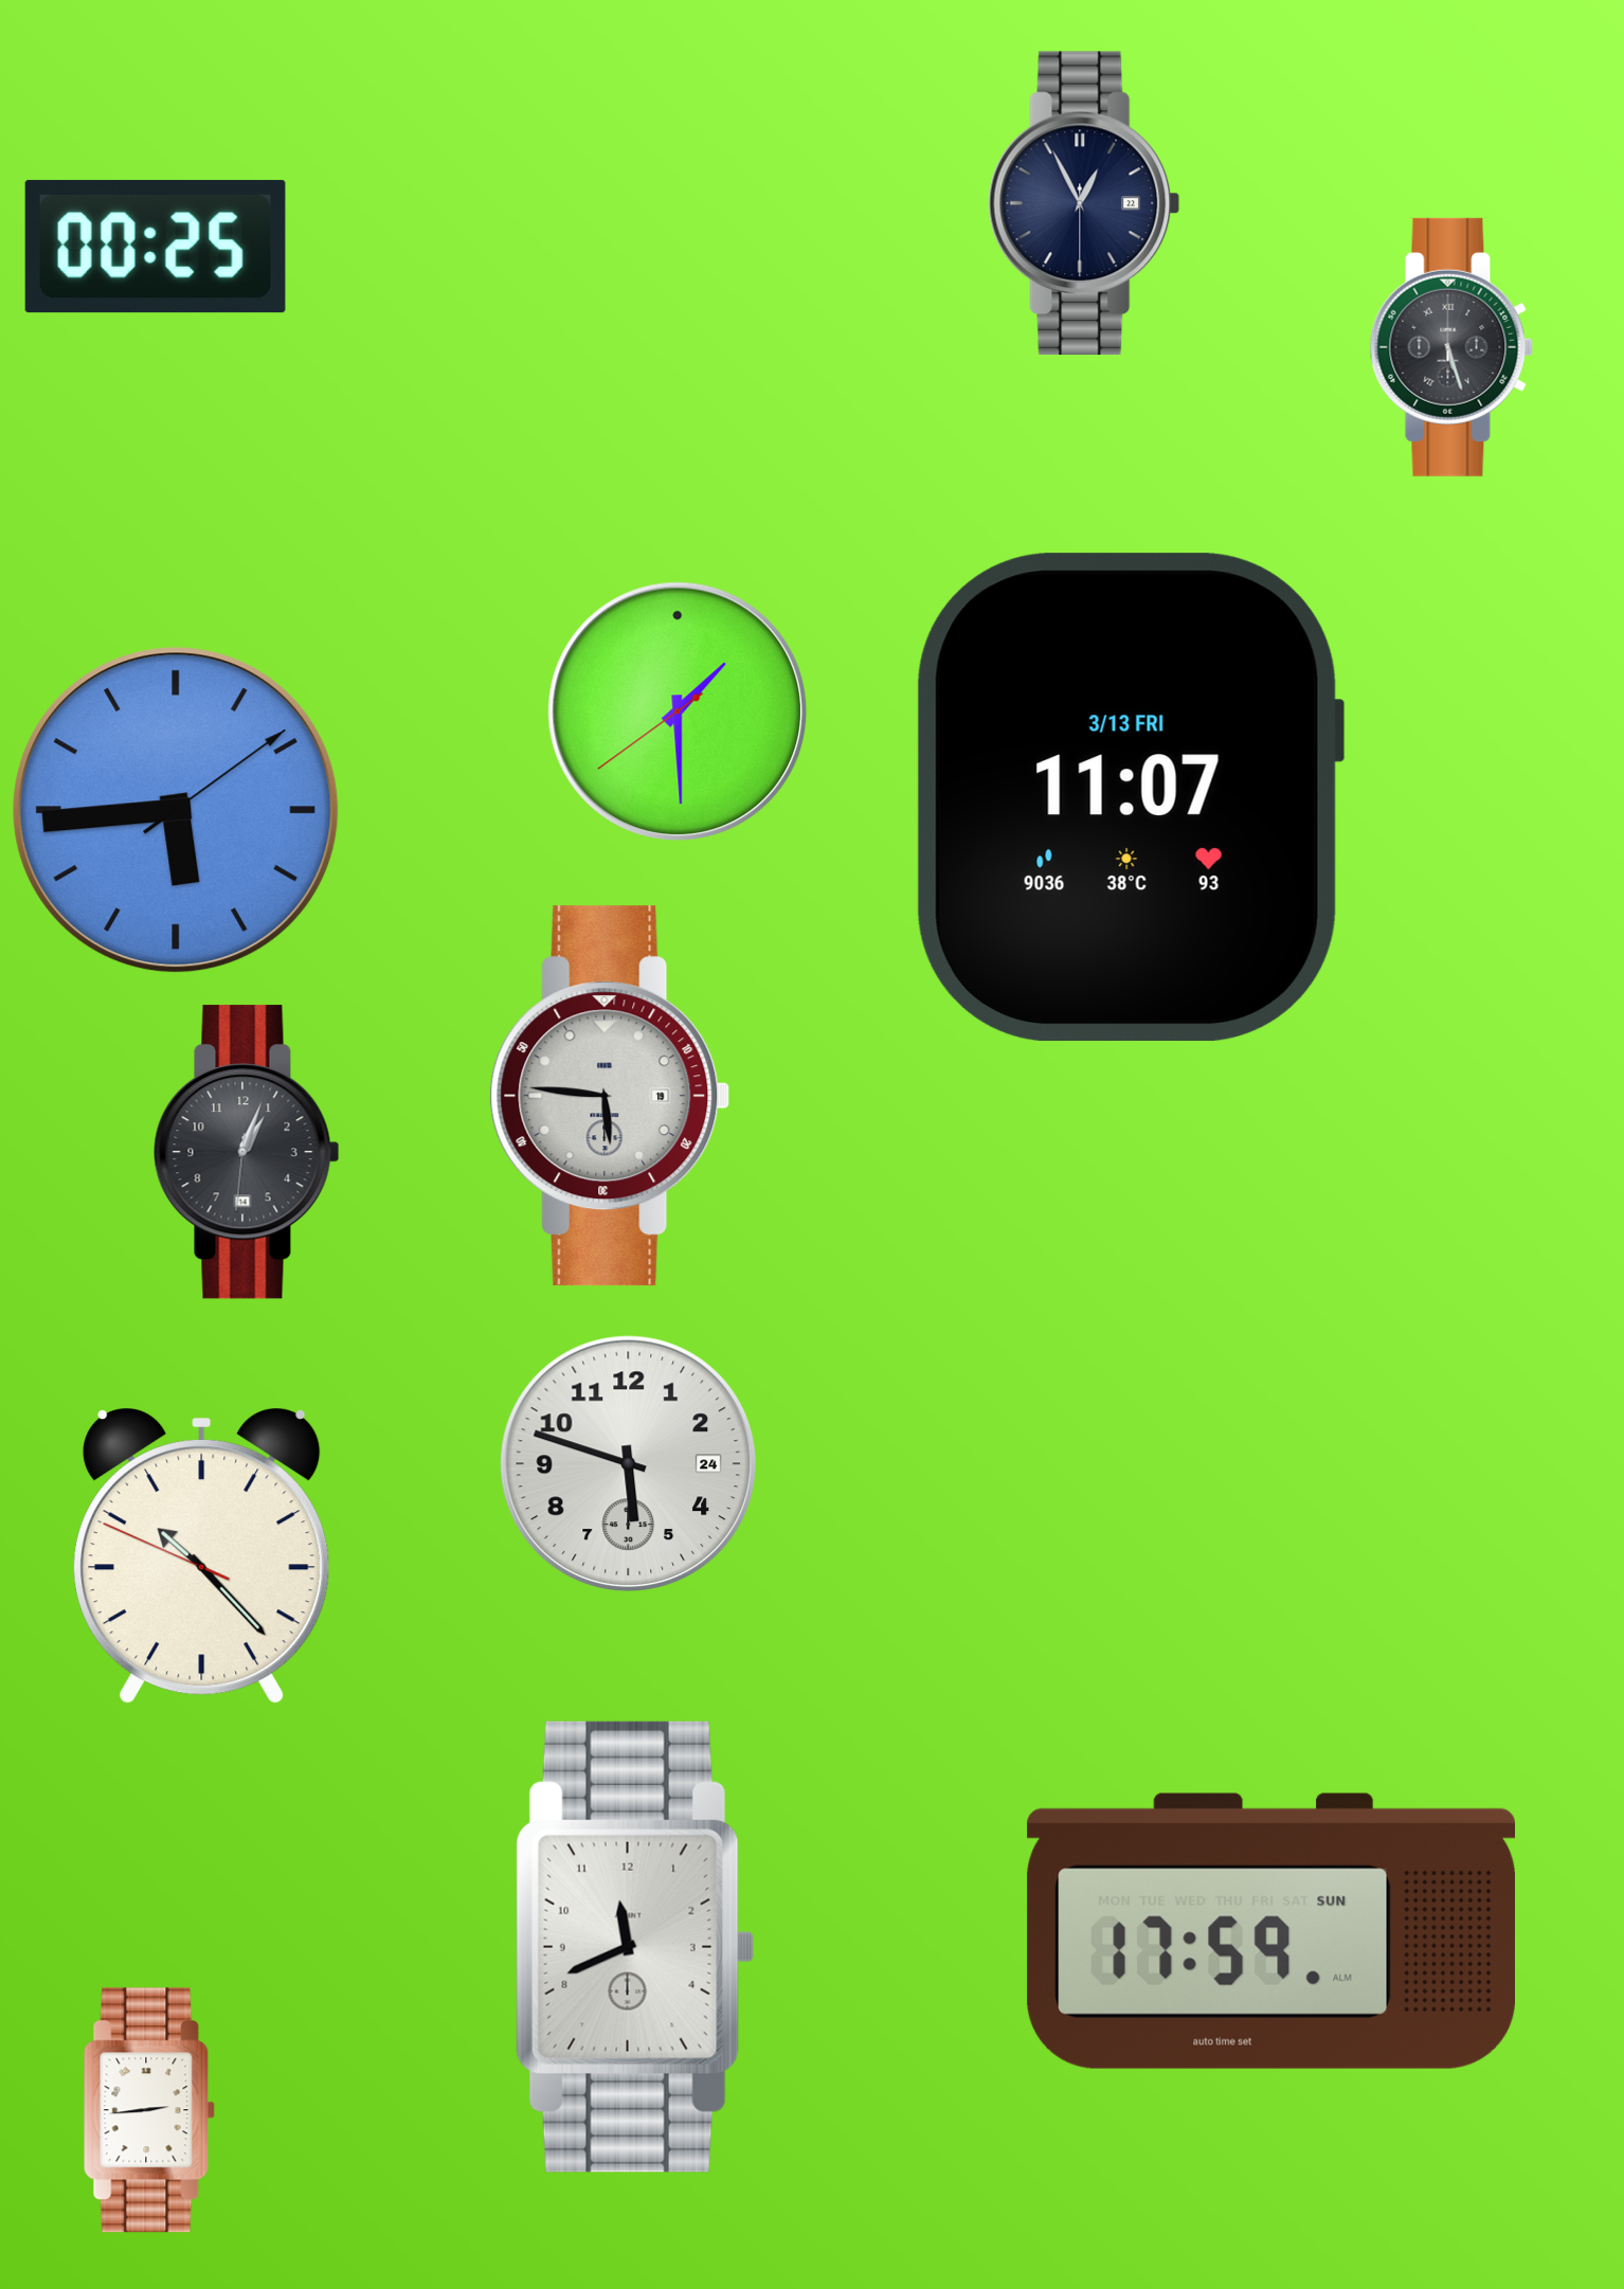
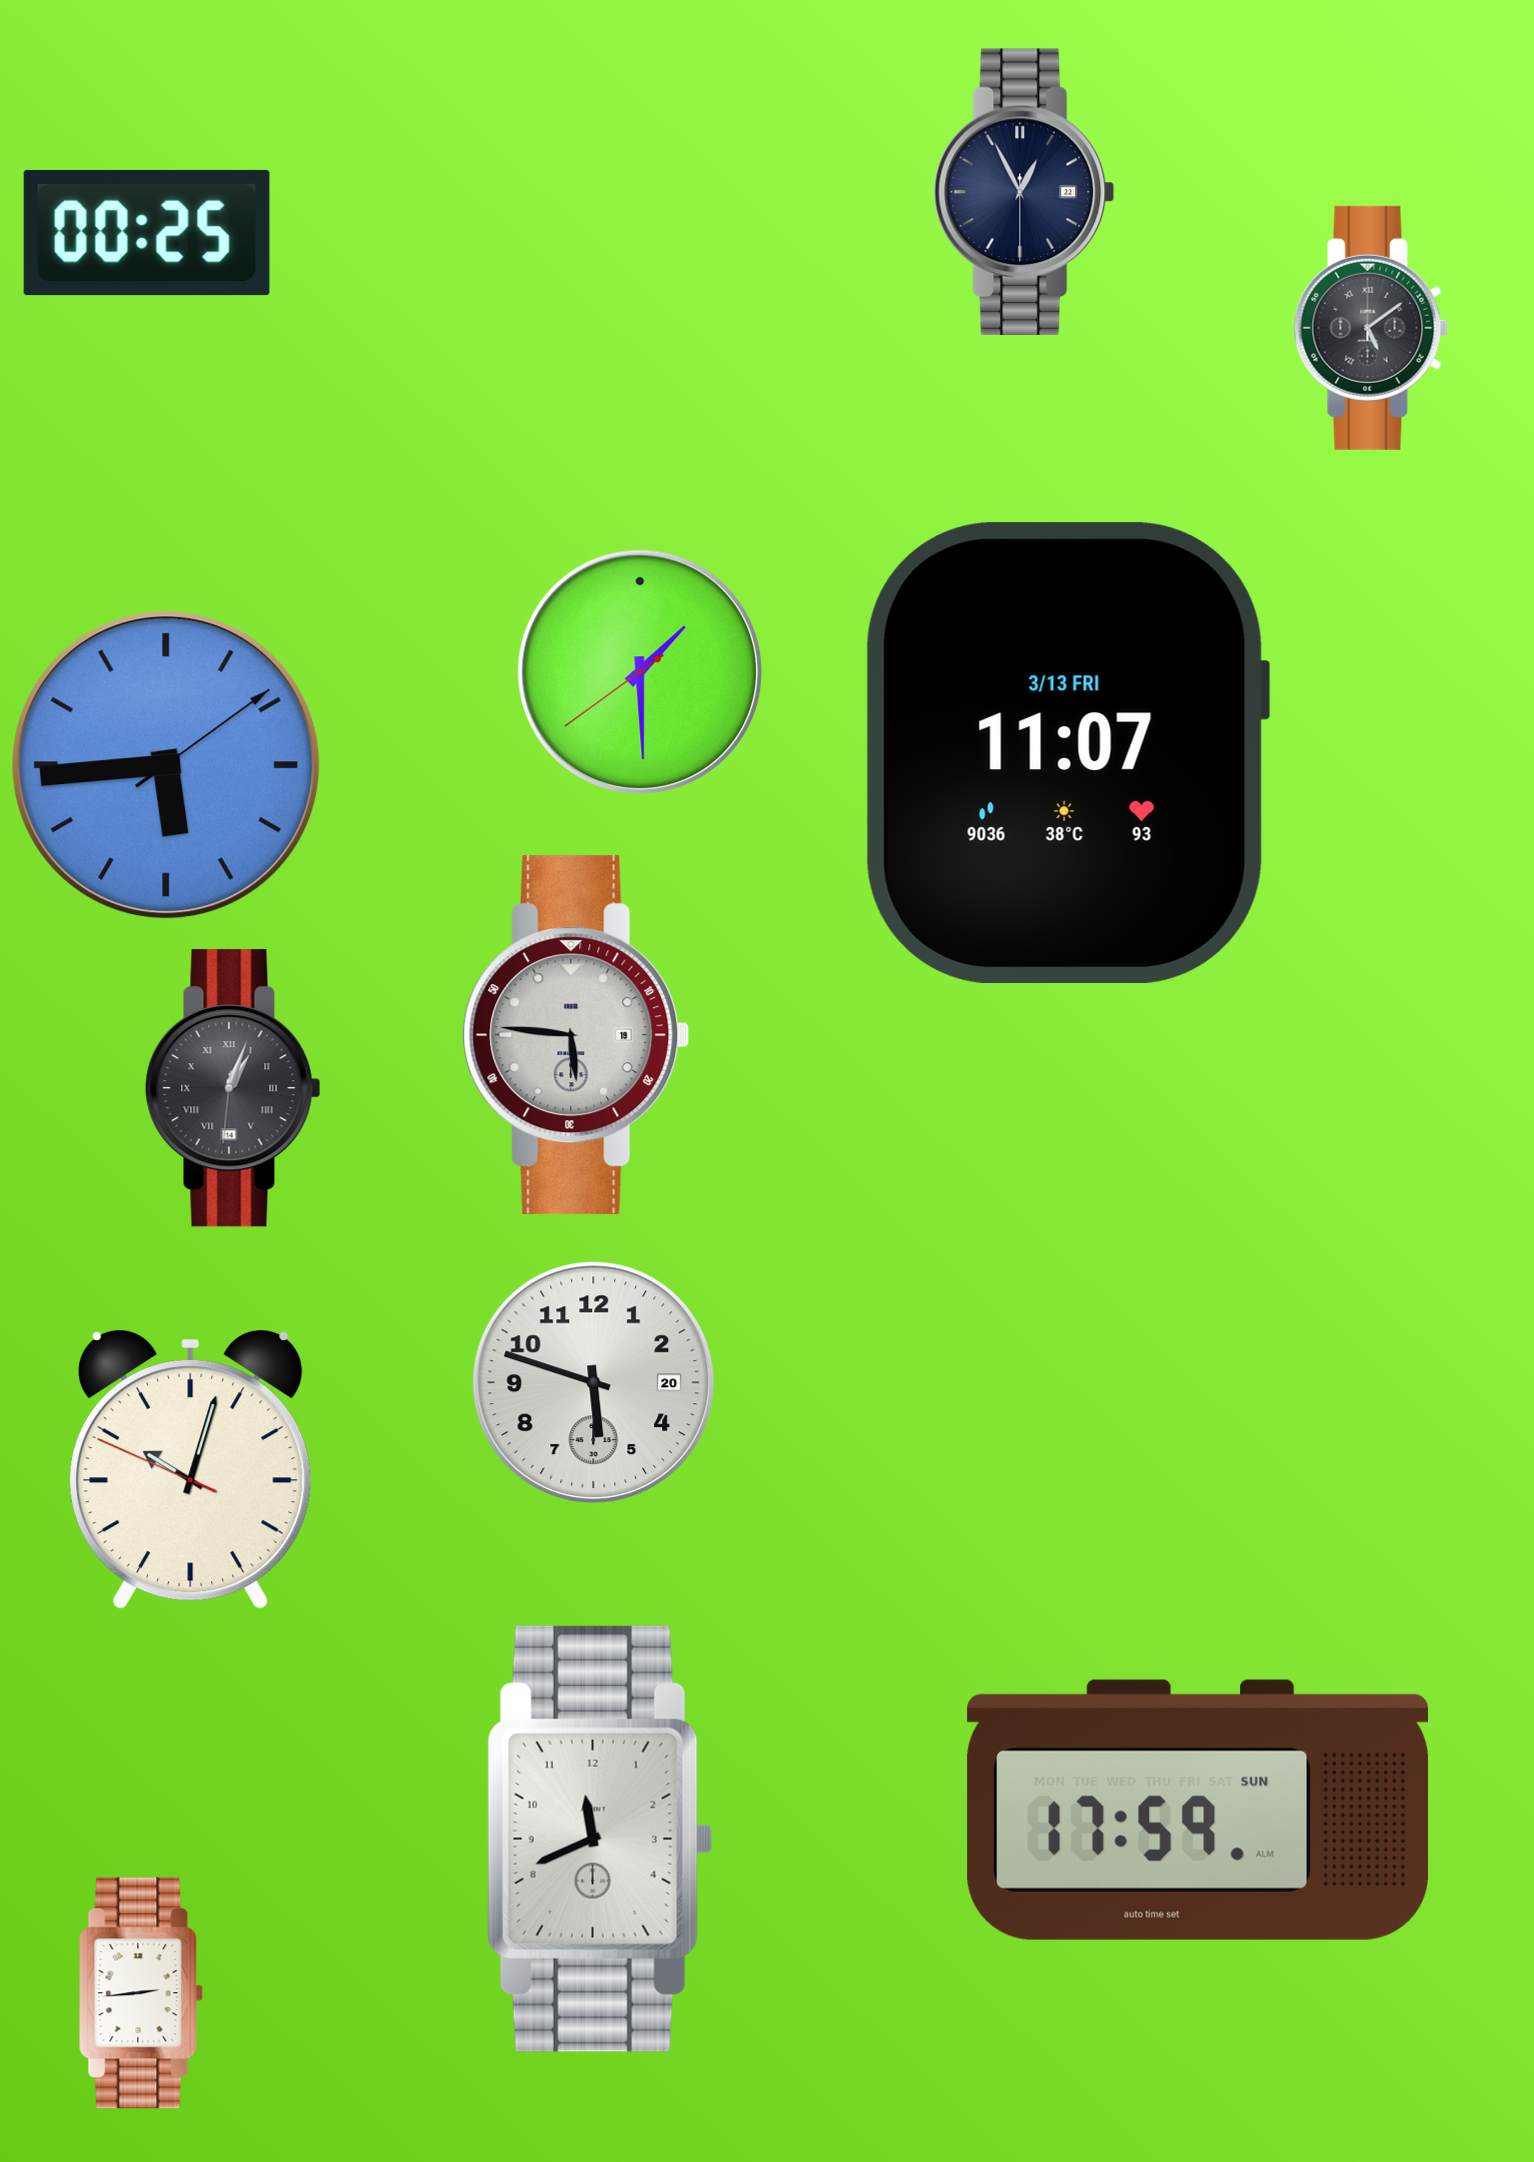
clock at (1451, 347): 5:27 -> 5:09
clock at (247, 1152) numerals: Arabic -> Roman
clock at (629, 1464) date: 24 -> 20
clock at (202, 1557): 10:22 -> 10:02
clock at (1270, 1931) position: (1270, 1931) -> (1197, 1810)
